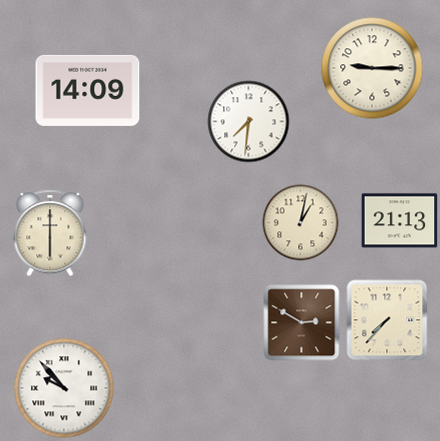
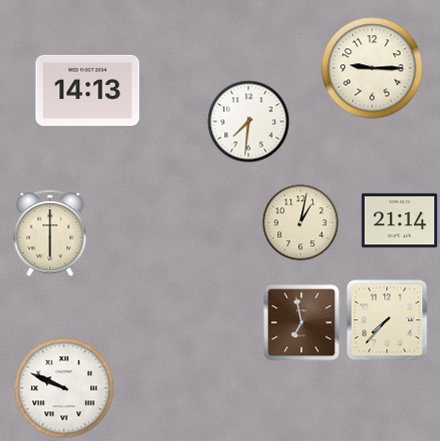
clock at (88, 90): 14:09 -> 14:13
clock at (400, 221): 21:13 -> 21:14
clock at (302, 323): 2:50 -> 6:58
clock at (64, 388): 9:53 -> 9:49
